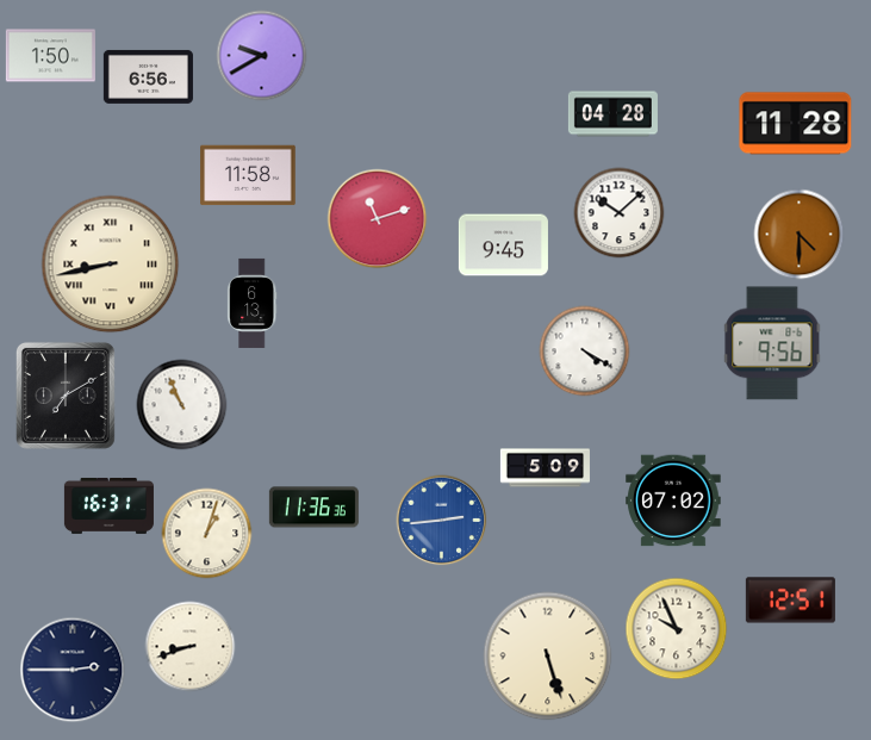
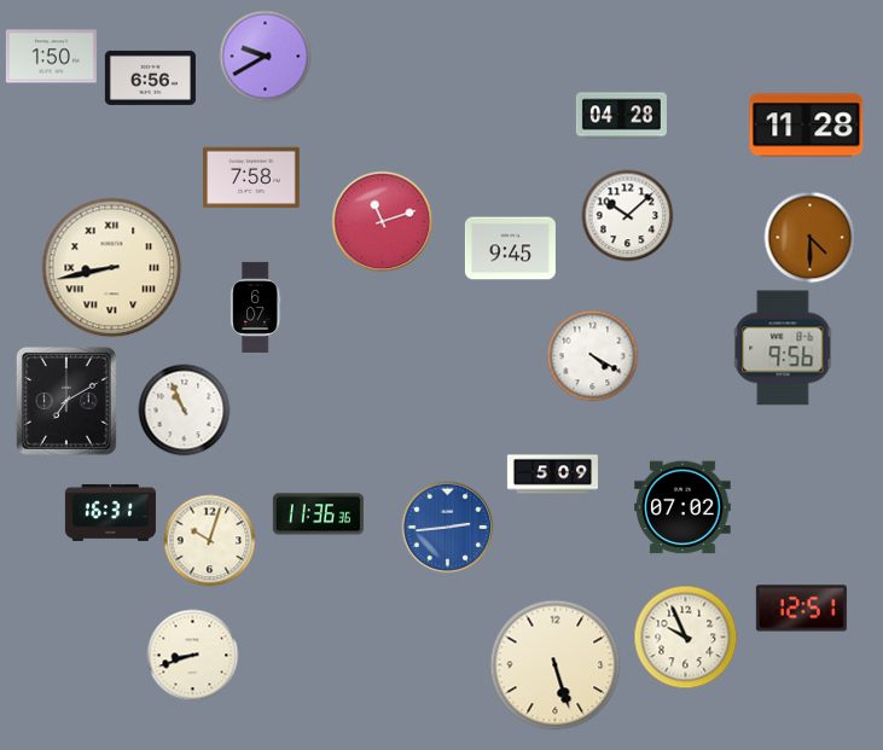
clock at (248, 175): 11:58 -> 7:58
clock at (251, 303): 6:13 -> 6:07
clock at (207, 534): 1:03 -> 10:03
clock at (73, 670): 2:45 -> none
